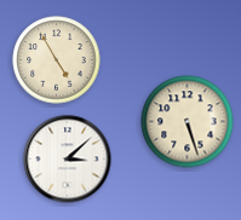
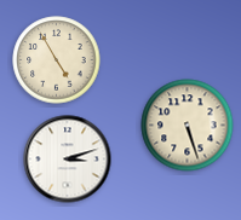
clock at (188, 122) position: (188, 122) -> (188, 126)
clock at (68, 160): 3:08 -> 3:12
